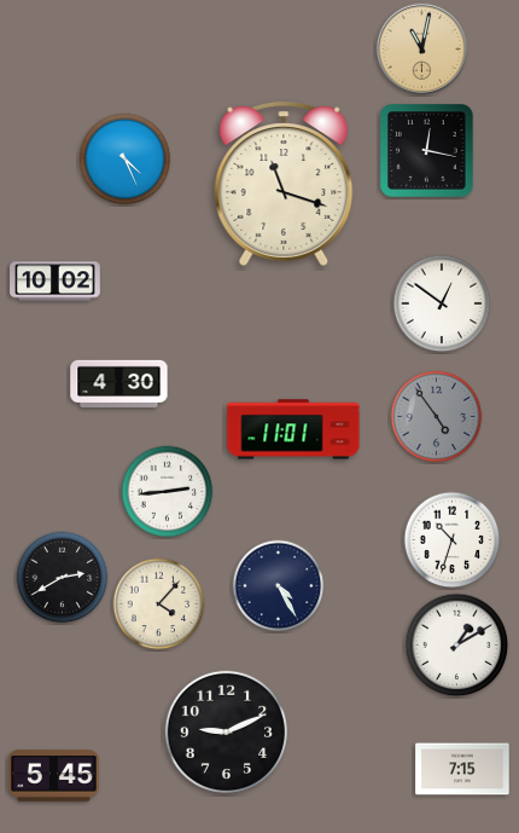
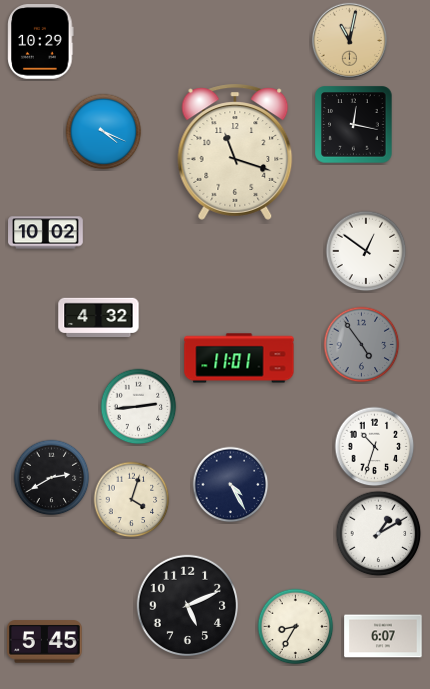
clock at (41, 42): none -> 10:29
clock at (126, 160): 4:26 -> 4:19
clock at (119, 384): 4:30 -> 4:32
clock at (293, 429) position: (293, 429) -> (239, 358)
clock at (159, 604): 4:07 -> 4:03
clock at (226, 731): 9:11 -> 5:11
clock at (296, 627): none -> 8:35
clock at (462, 769): 7:15 -> 6:07
